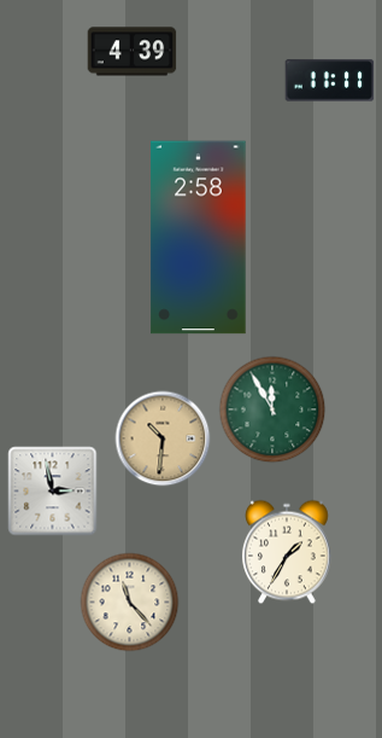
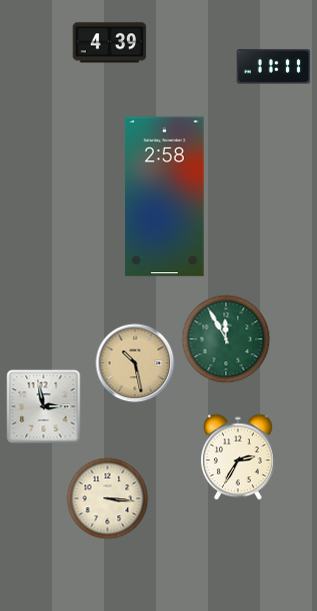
clock at (163, 438): 10:31 -> 10:28
clock at (288, 552): 1:35 -> 2:35
clock at (130, 603): 11:23 -> 3:16
